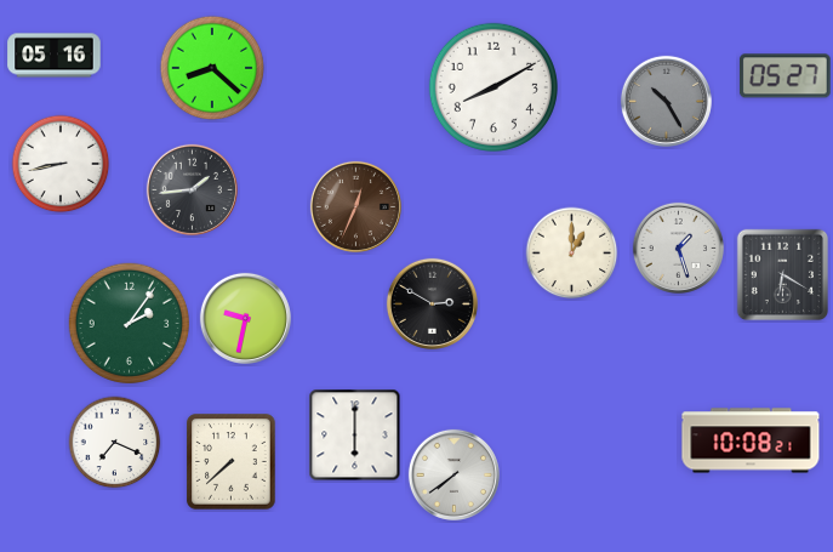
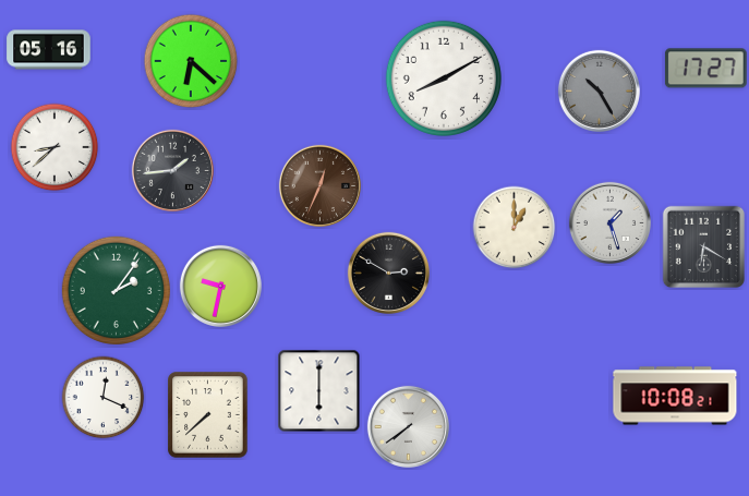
clock at (212, 68): 8:22 -> 6:22
clock at (784, 76): 05:27 -> 17:27
clock at (61, 164): 8:43 -> 8:38
clock at (115, 443): 7:19 -> 12:19
